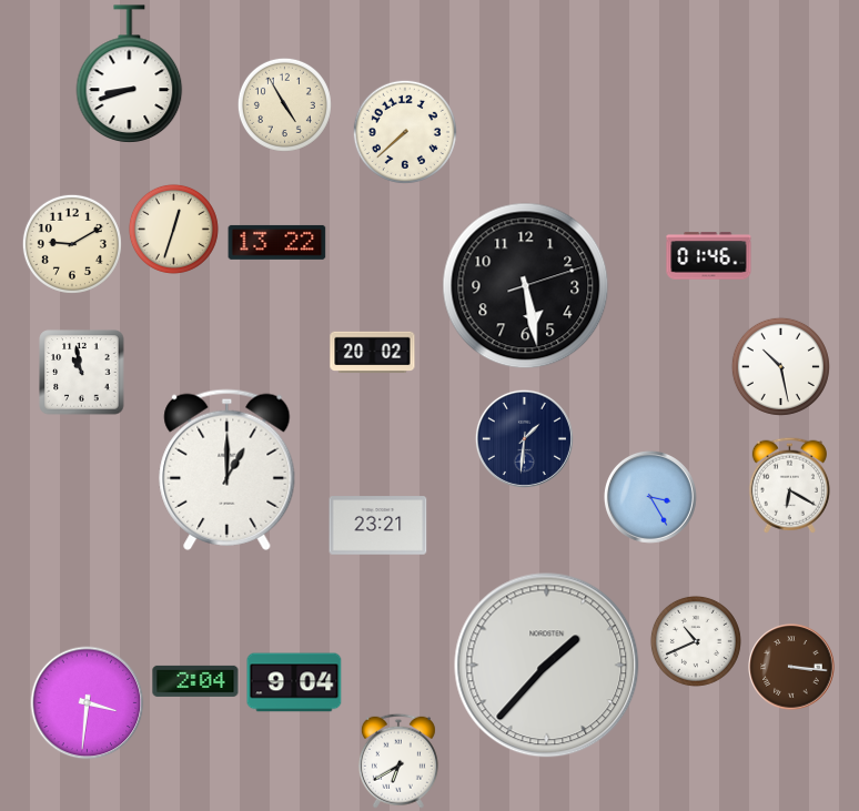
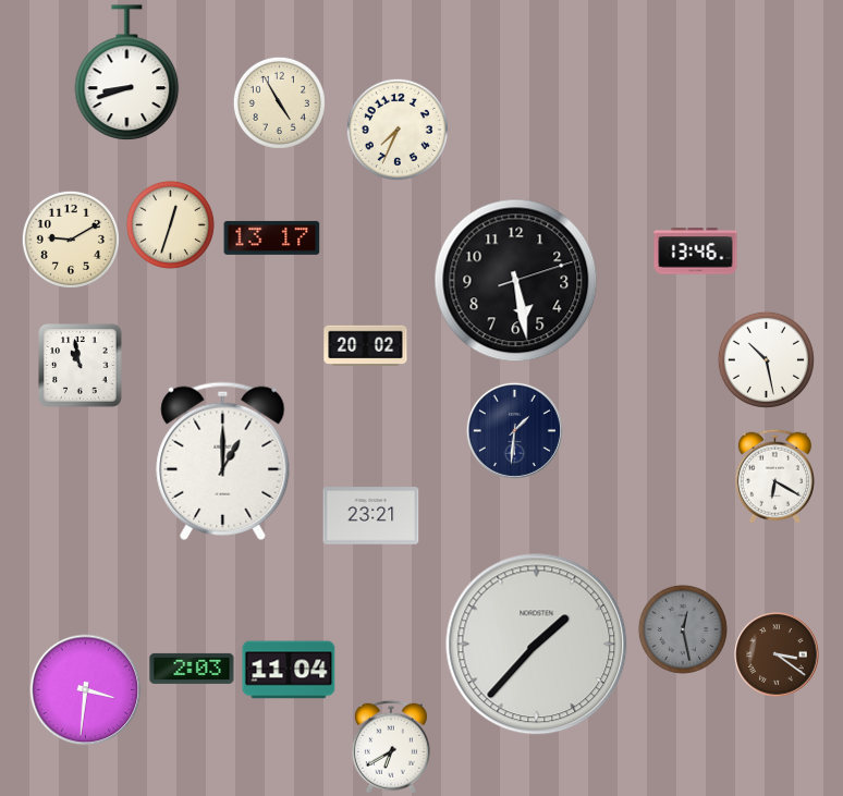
clock at (405, 132): 7:38 -> 7:34
clock at (277, 242): 13:22 -> 13:17
clock at (709, 256): 01:46 -> 13:46
clock at (650, 497): 3:25 -> none
clock at (696, 641): 10:41 -> 12:28
clock at (696, 641) dial: white -> grey
clock at (547, 666) position: (547, 666) -> (537, 645)
clock at (791, 667): 3:16 -> 3:21
clock at (195, 681): 2:04 -> 2:03
clock at (294, 682): 9:04 -> 11:04
